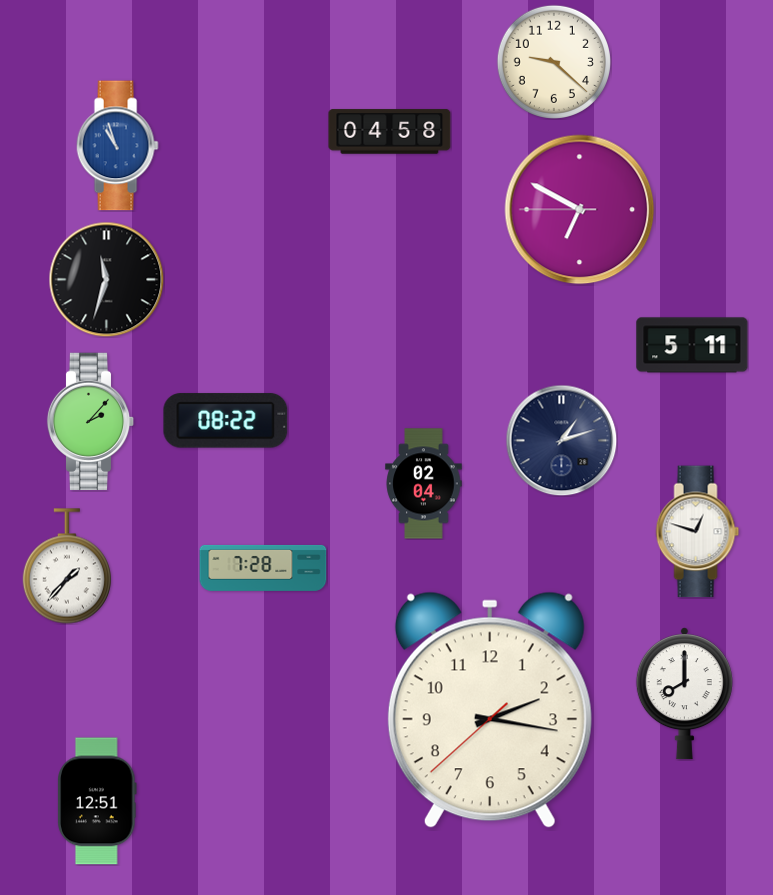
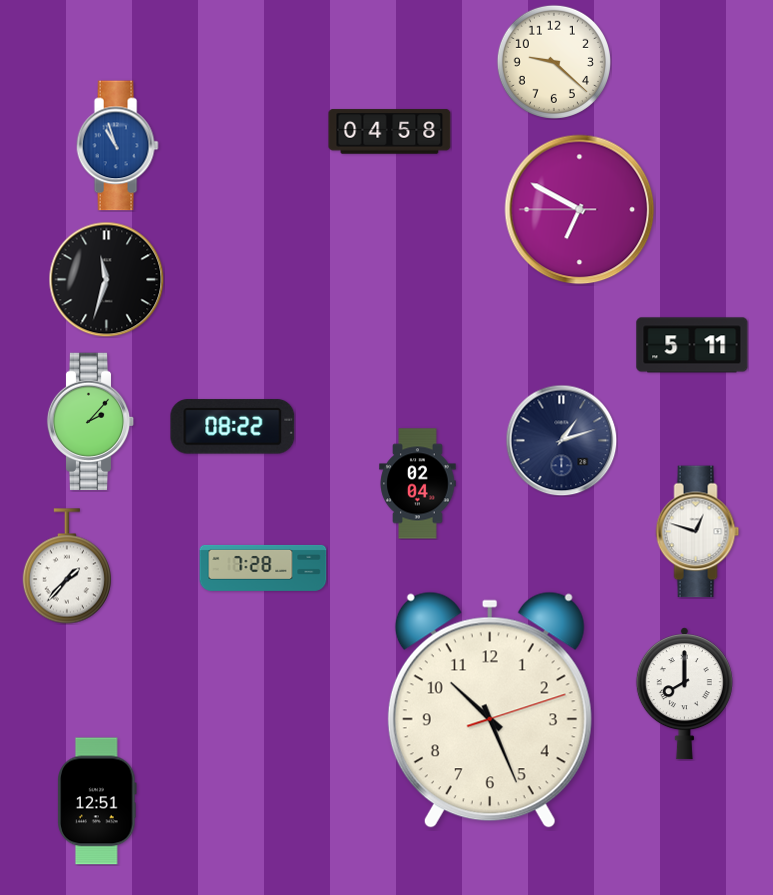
clock at (226, 421) position: (226, 421) -> (233, 427)
clock at (424, 484) position: (424, 484) -> (418, 484)
clock at (490, 710): 2:16 -> 10:26
